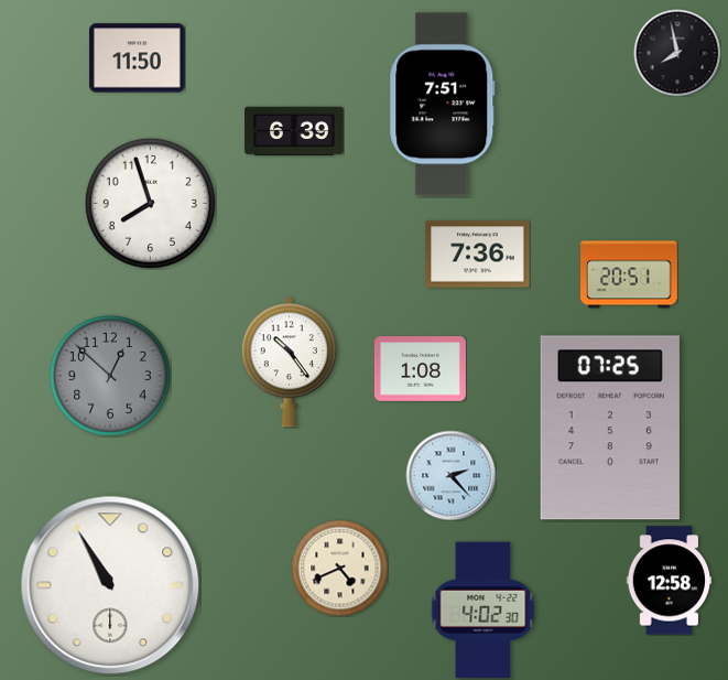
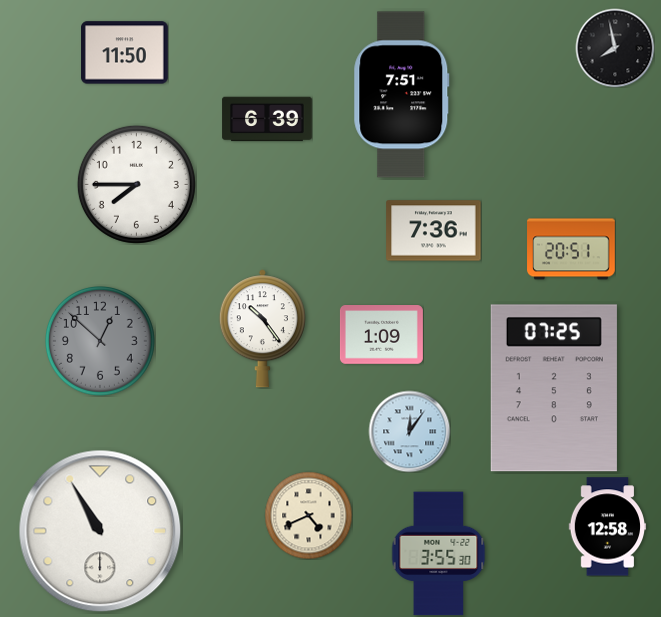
clock at (150, 203): 7:57 -> 7:45
clock at (420, 369): 1:08 -> 1:09
clock at (450, 475): 2:23 -> 12:06
clock at (483, 611): 4:02 -> 3:55
